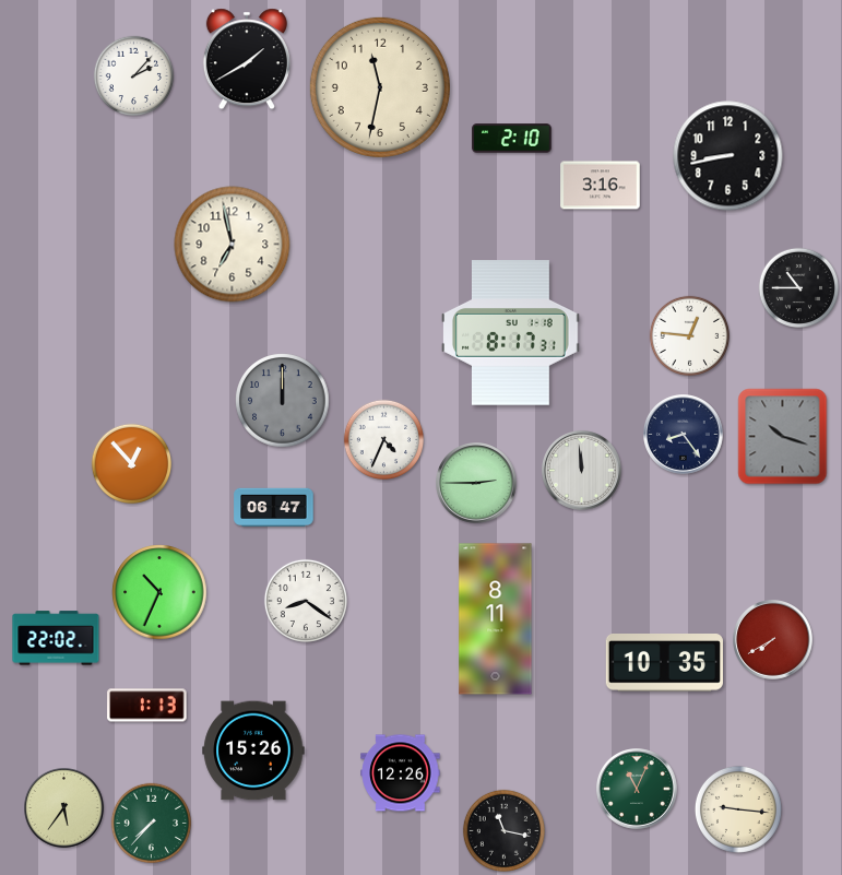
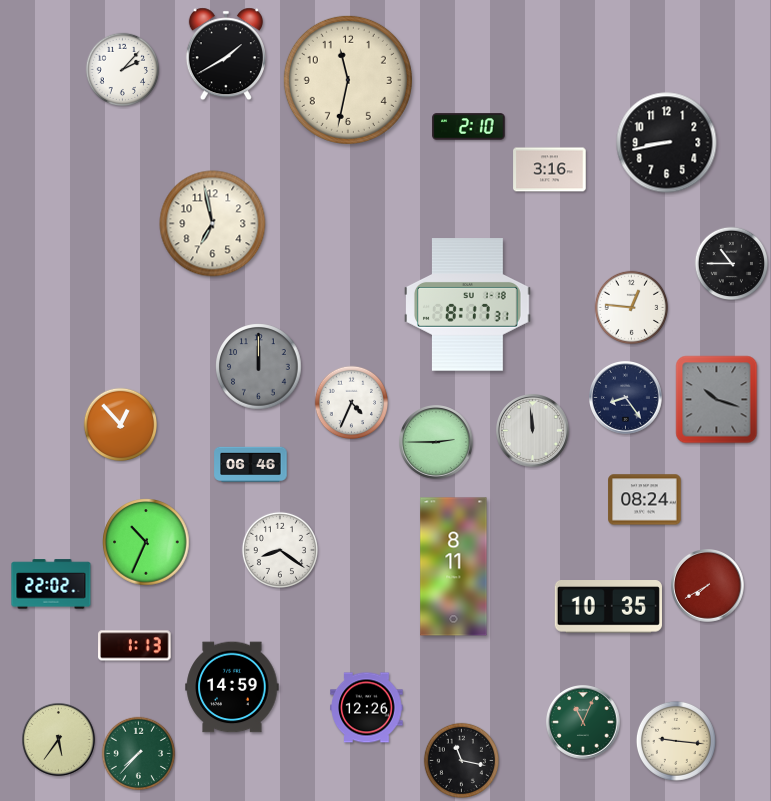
clock at (274, 508): 06:47 -> 06:46
clock at (645, 500): none -> 08:24
clock at (253, 750): 15:26 -> 14:59
